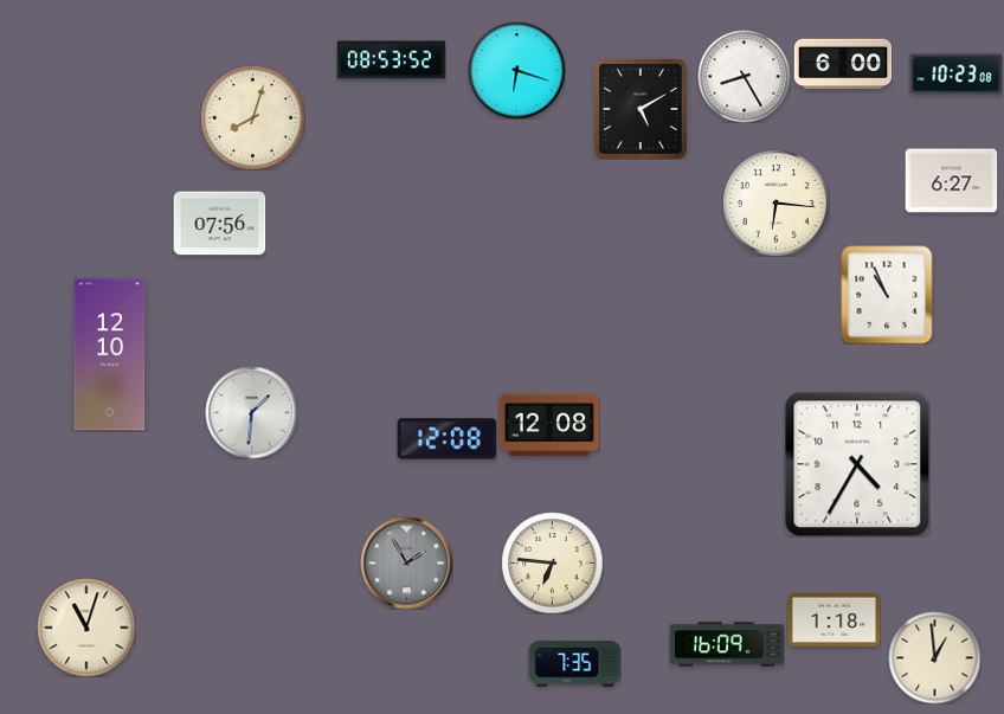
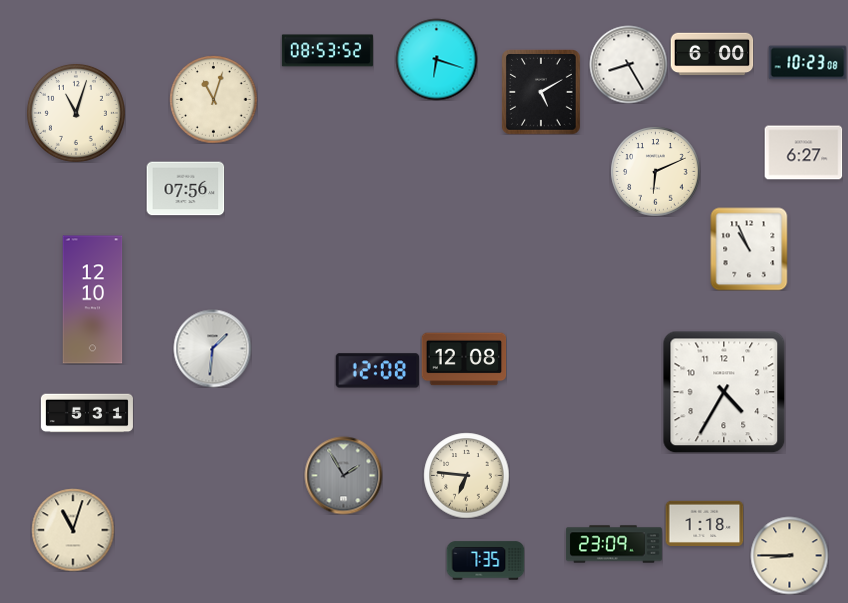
clock at (391, 60) position: (391, 60) -> (327, 51)
clock at (252, 117): 8:03 -> 11:03
clock at (76, 113): none -> 11:03
clock at (775, 202): 6:16 -> 6:11
clock at (87, 413): none -> 5:31
clock at (727, 644): 16:09 -> 23:09
clock at (934, 657): 12:59 -> 8:45
